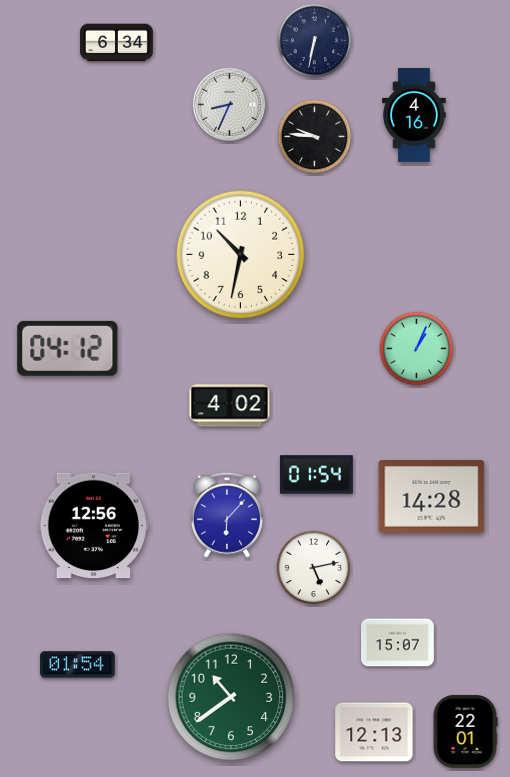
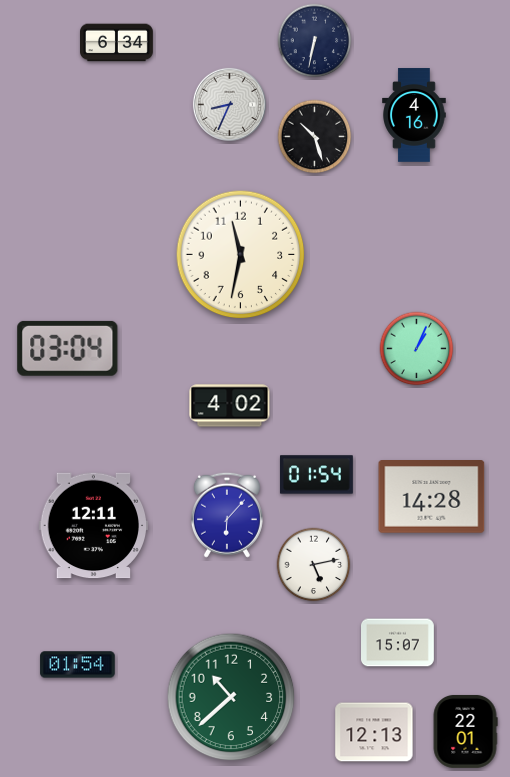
clock at (315, 137): 9:46 -> 10:27
clock at (241, 255): 10:32 -> 11:32
clock at (68, 348): 04:12 -> 03:04
clock at (94, 526): 12:56 -> 12:11
clock at (314, 568) position: (314, 568) -> (314, 565)
clock at (231, 697): 10:39 -> 10:38
